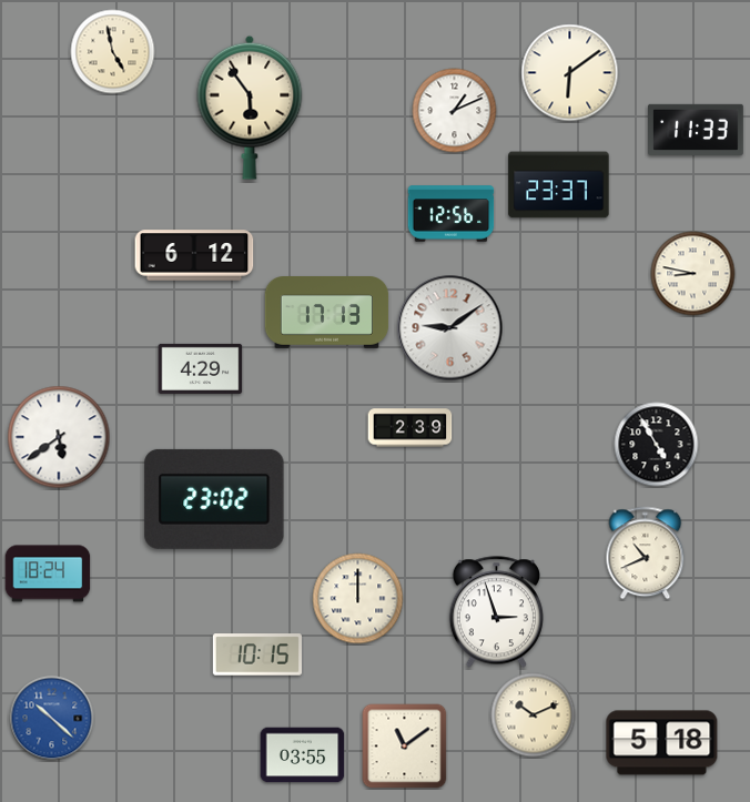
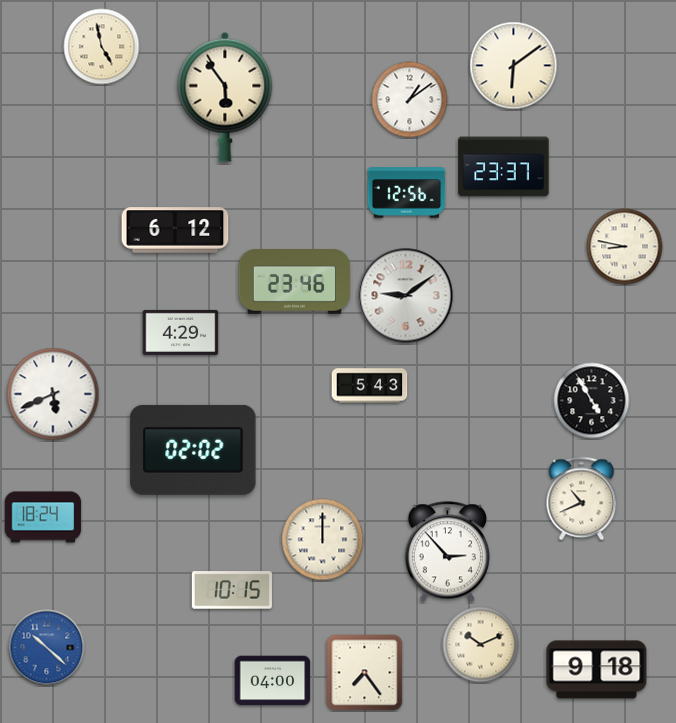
clock at (455, 111): 1:11 -> 1:09
clock at (697, 130): 11:33 -> none
clock at (327, 313): 17:13 -> 23:46
clock at (411, 428): 2:39 -> 5:43
clock at (59, 437): 5:39 -> 5:41
clock at (214, 499): 23:02 -> 02:02
clock at (496, 612): 2:57 -> 2:53
clock at (662, 743): 5:18 -> 9:18
clock at (405, 747): 11:09 -> 7:24
clock at (303, 755): 03:55 -> 04:00
